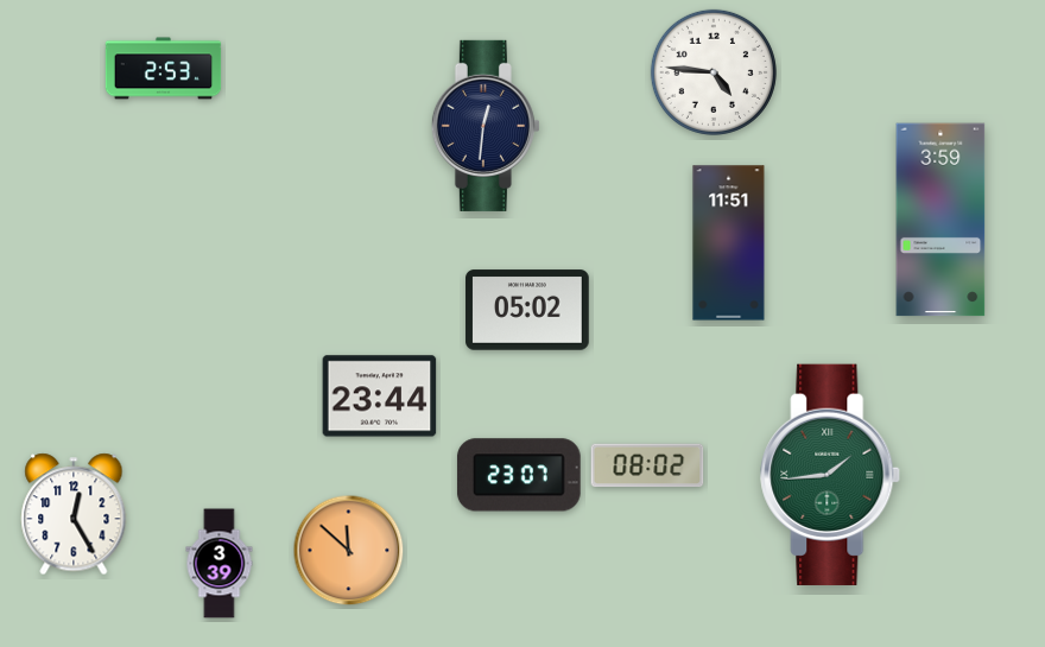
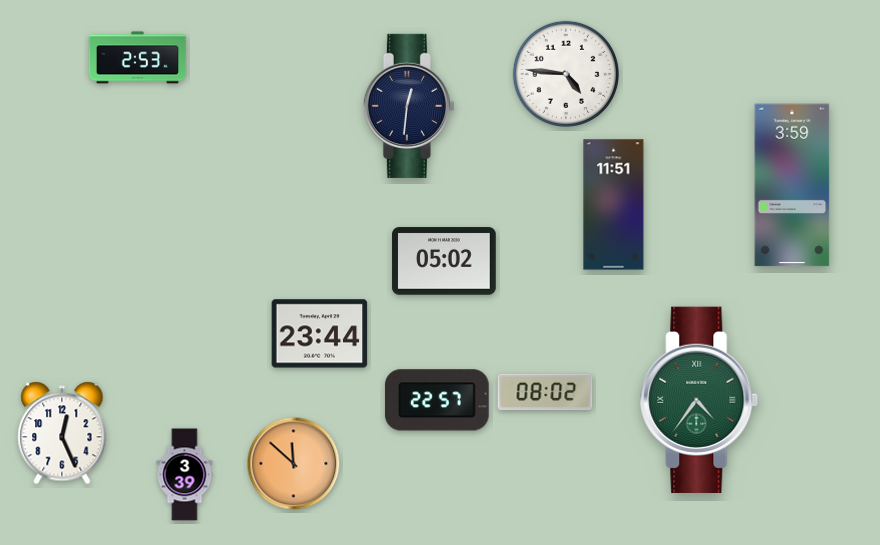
clock at (714, 72) position: (714, 72) -> (566, 74)
clock at (519, 475): 23:07 -> 22:57
clock at (831, 475): 1:44 -> 4:36
clock at (74, 514): 12:25 -> 12:26
